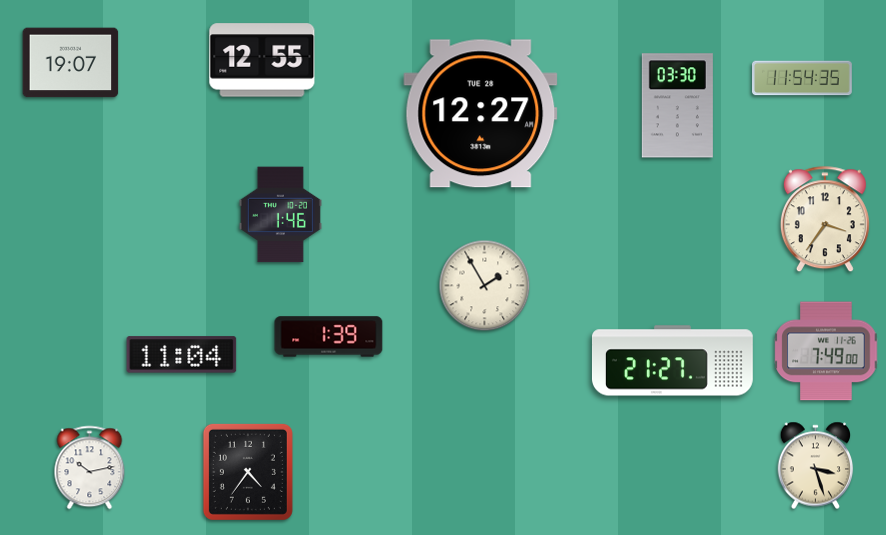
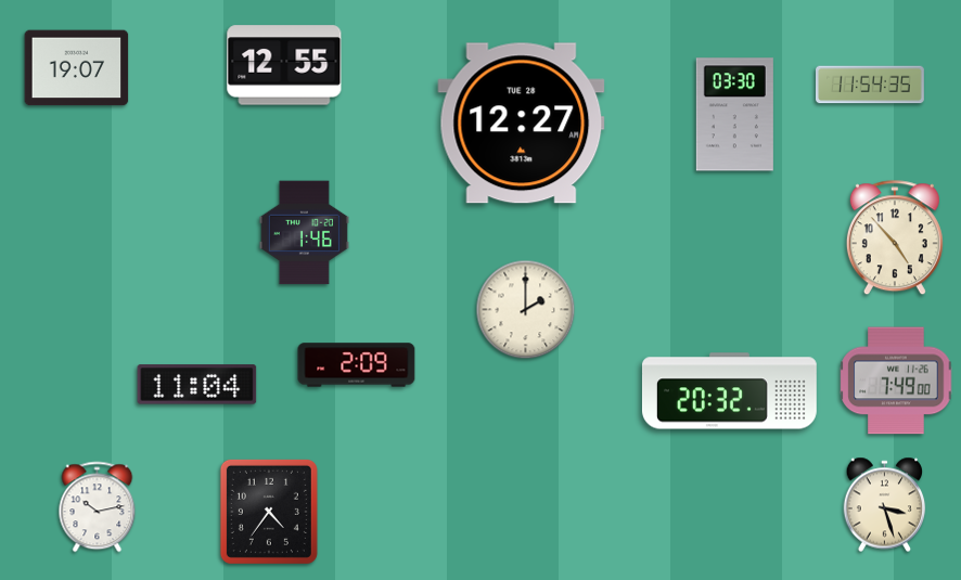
clock at (825, 220): 3:36 -> 4:53
clock at (485, 286): 1:55 -> 2:00
clock at (329, 337): 1:39 -> 2:09
clock at (672, 361): 21:27 -> 20:32
